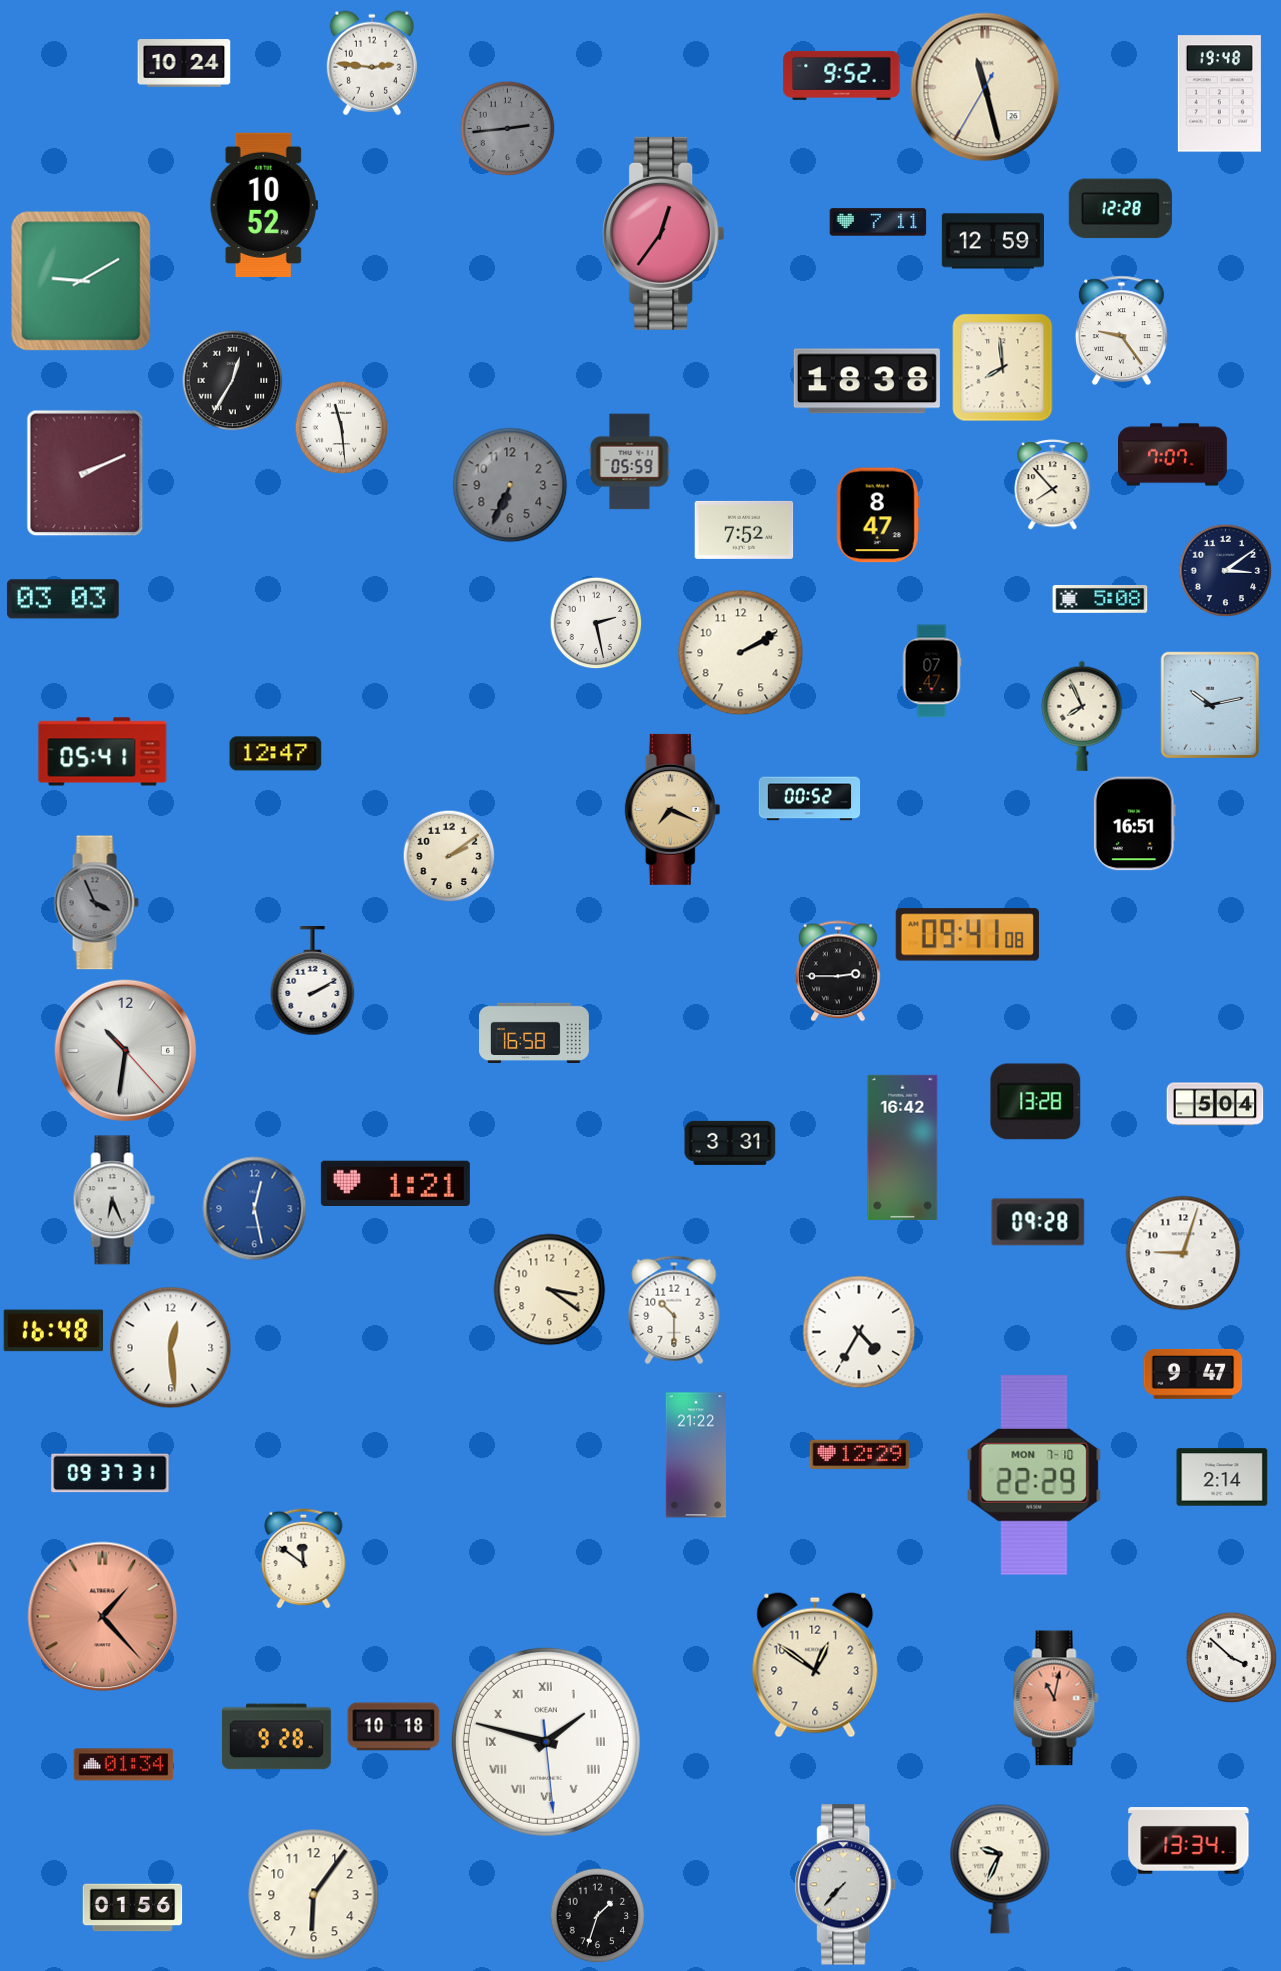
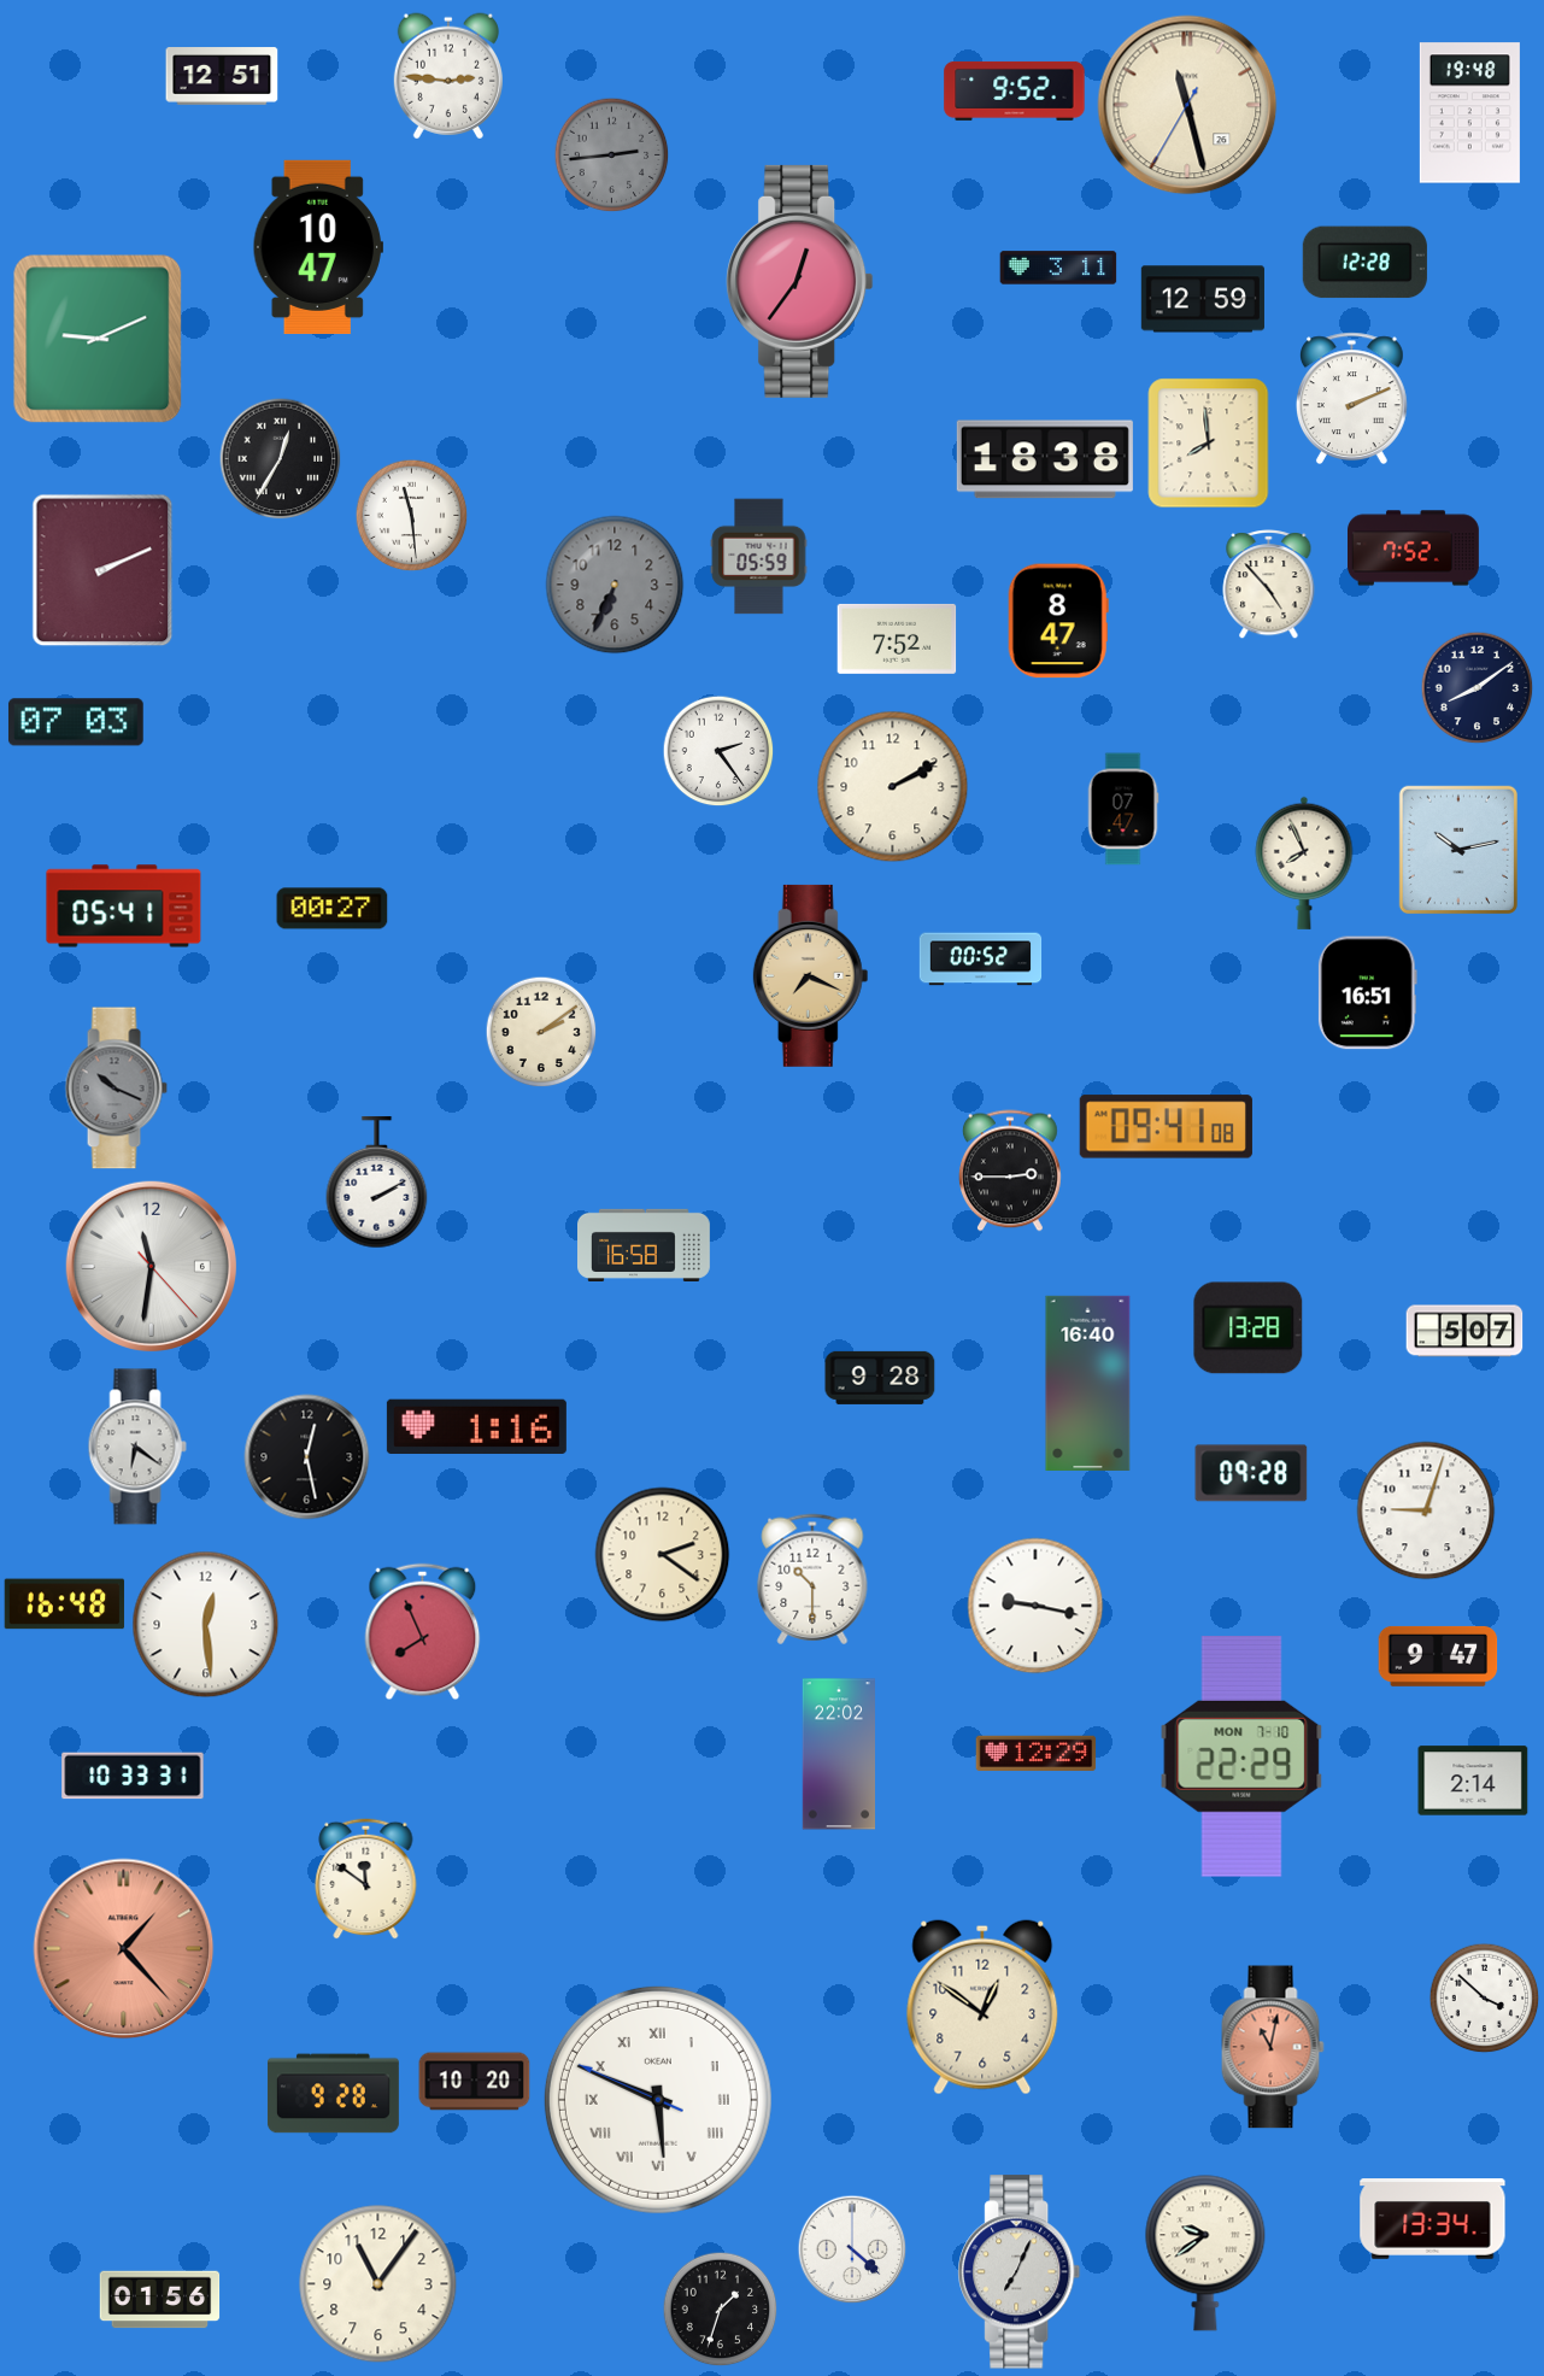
clock at (184, 63): 10:24 -> 12:51
clock at (264, 205): 10:52 -> 10:47
clock at (1120, 209) position: (1120, 209) -> (1364, 263)
clock at (878, 222): 7:11 -> 3:11
clock at (993, 241) position: (993, 241) -> (1203, 299)
clock at (81, 281): 9:10 -> 9:11
clock at (1122, 330): 9:24 -> 2:11
clock at (1173, 455): 7:07 -> 7:52
clock at (1053, 485): 7:53 -> 4:53
clock at (1225, 570): 3:09 -> 8:09
clock at (63, 599): 03:03 -> 07:03
clock at (1100, 600): 5:08 -> none
clock at (596, 623): 2:28 -> 2:24
clock at (276, 754): 12:47 -> 00:27
clock at (810, 799) position: (810, 799) -> (981, 960)
clock at (96, 903): 3:56 -> 10:19
clock at (125, 1050): 10:31 -> 11:31
clock at (1215, 1104): 5:04 -> 5:07
clock at (730, 1143): 3:31 -> 9:28
clock at (903, 1147): 16:42 -> 16:40
clock at (395, 1183): 1:21 -> 1:16
clock at (114, 1200): 6:26 -> 6:21
clock at (255, 1209) dial: blue -> black
clock at (550, 1290): 3:21 -> 2:21
clock at (859, 1332): 4:35 -> 9:17
clock at (423, 1632): none -> 7:56
clock at (696, 1455): 21:22 -> 22:02
clock at (110, 1473): 09:37 -> 10:33
clock at (1034, 1476) position: (1034, 1476) -> (1241, 1758)
clock at (394, 1727): 10:18 -> 10:20
clock at (546, 1742): 1:47 -> 5:48
clock at (124, 1765): 01:34 -> none
clock at (852, 2249): none -> 4:22
clock at (1000, 1869): 9:34 -> 9:39
clock at (846, 1885): 7:37 -> 7:04
clock at (314, 1895): 6:06 -> 11:06
